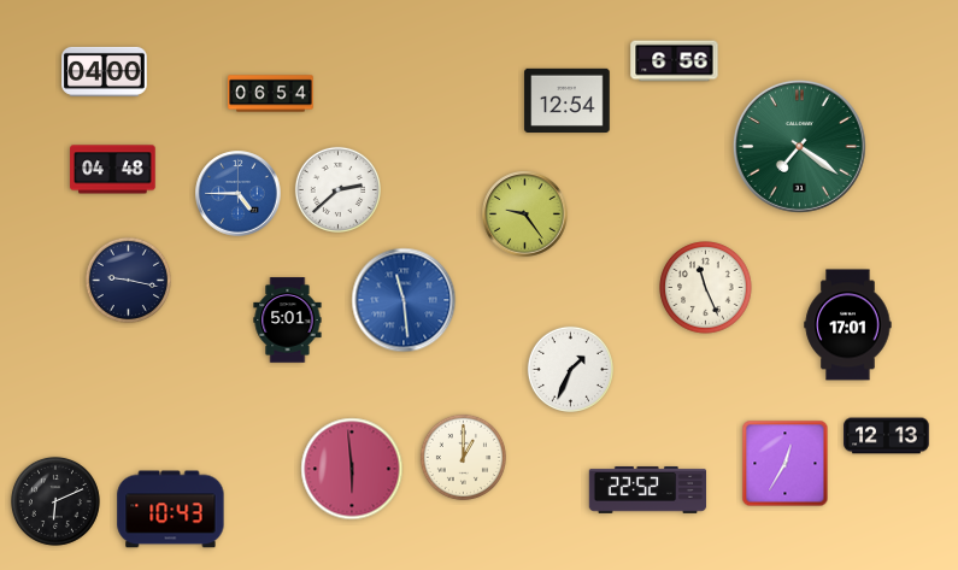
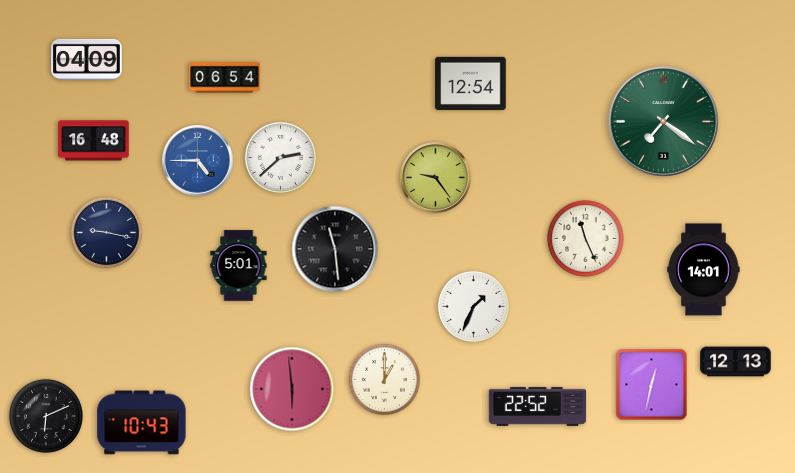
clock at (675, 61): 6:56 -> none
clock at (105, 71): 04:00 -> 04:09
clock at (113, 170): 04:48 -> 16:48
clock at (404, 300) dial: blue -> black
clock at (848, 325): 17:01 -> 14:01
clock at (786, 464): 12:35 -> 12:32
